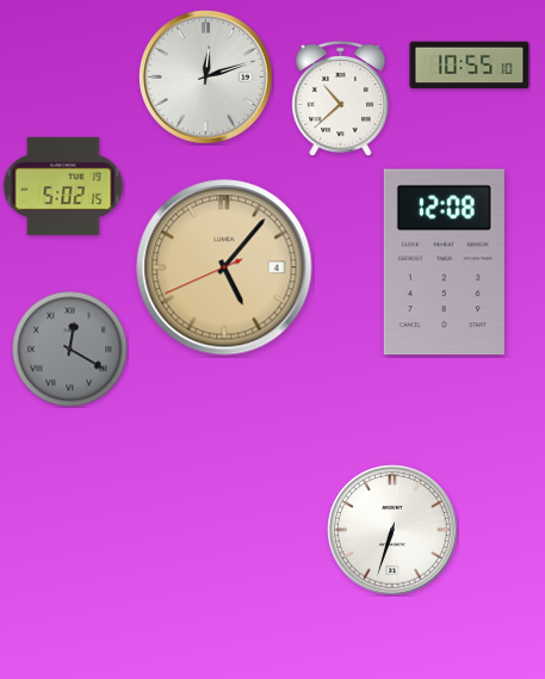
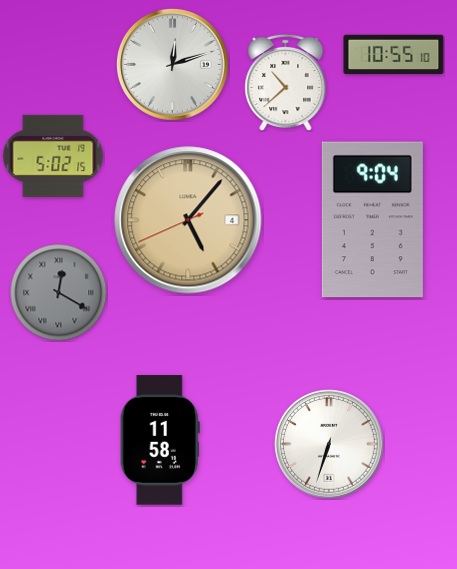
clock at (444, 263): 12:08 -> 9:04
clock at (224, 267) position: (224, 267) -> (188, 220)
clock at (160, 440): none -> 11:58
